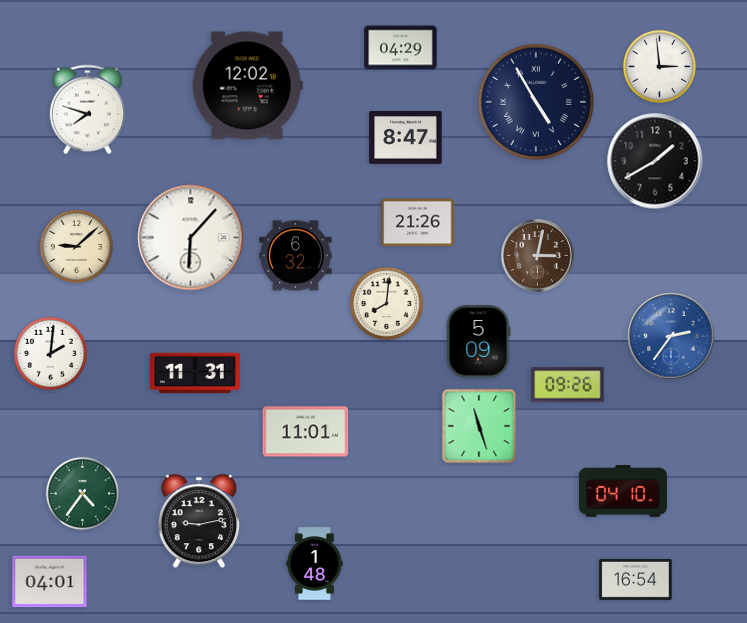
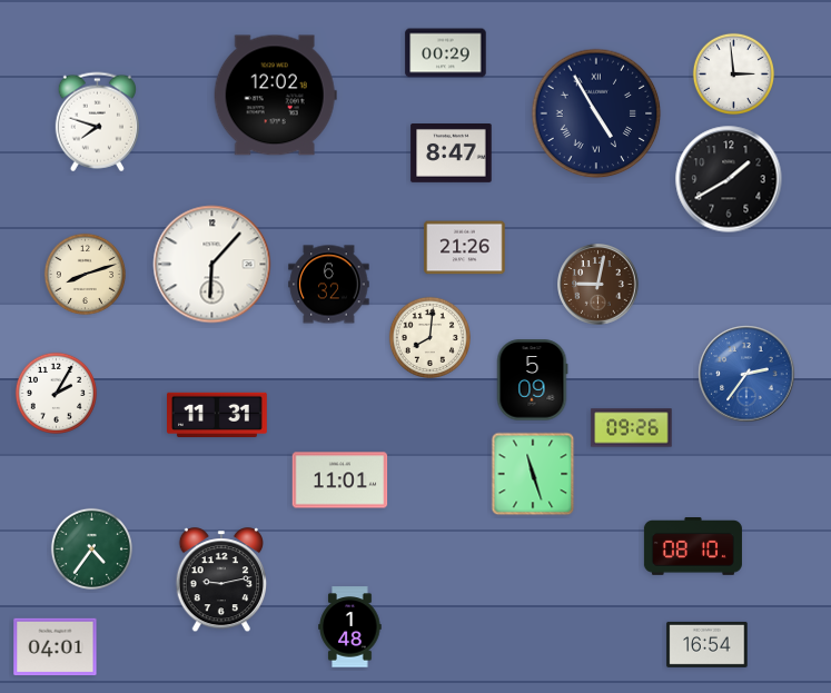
clock at (401, 48): 04:29 -> 00:29
clock at (76, 246): 9:08 -> 8:12
clock at (538, 256): 3:02 -> 9:02
clock at (50, 353): 2:01 -> 2:05
clock at (623, 492): 04:10 -> 08:10
